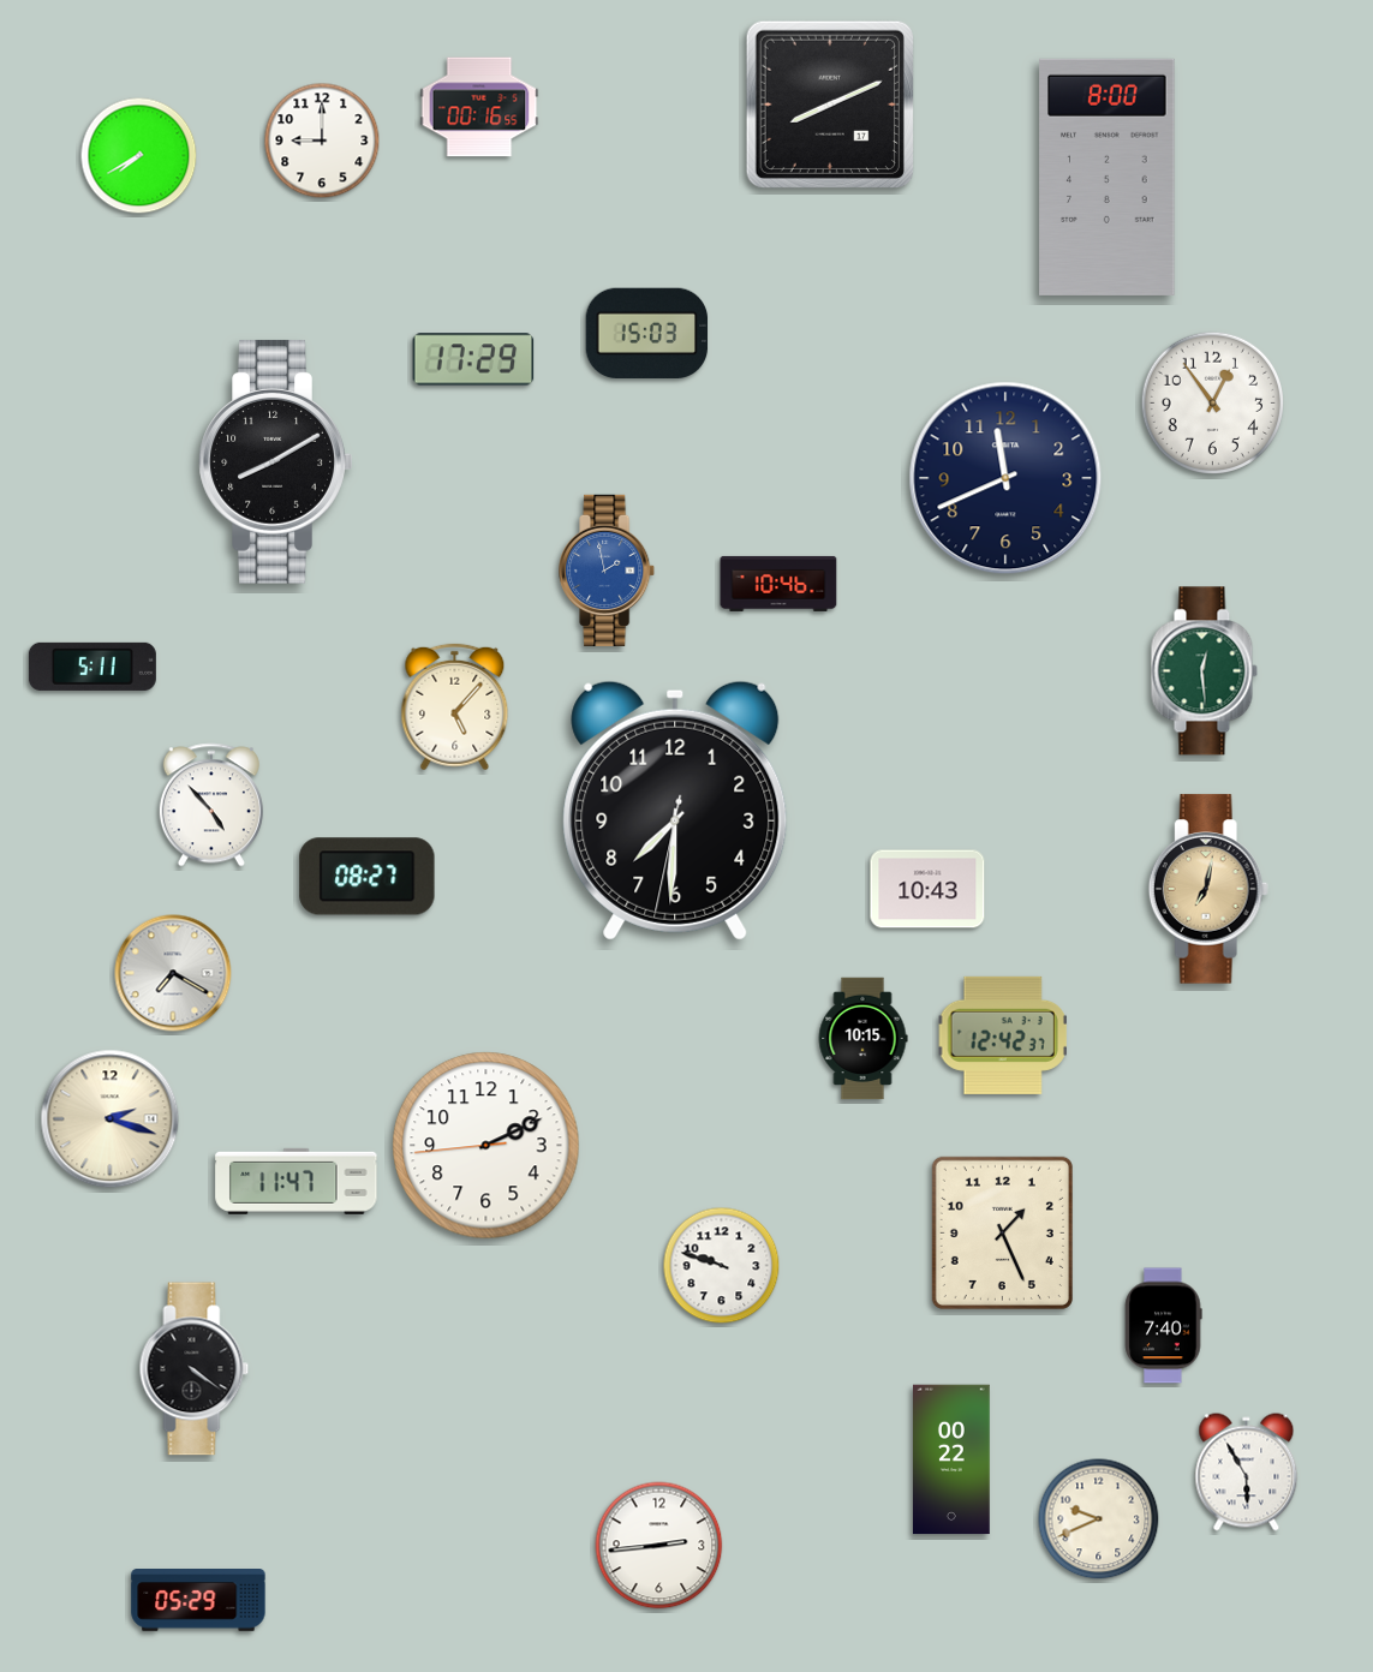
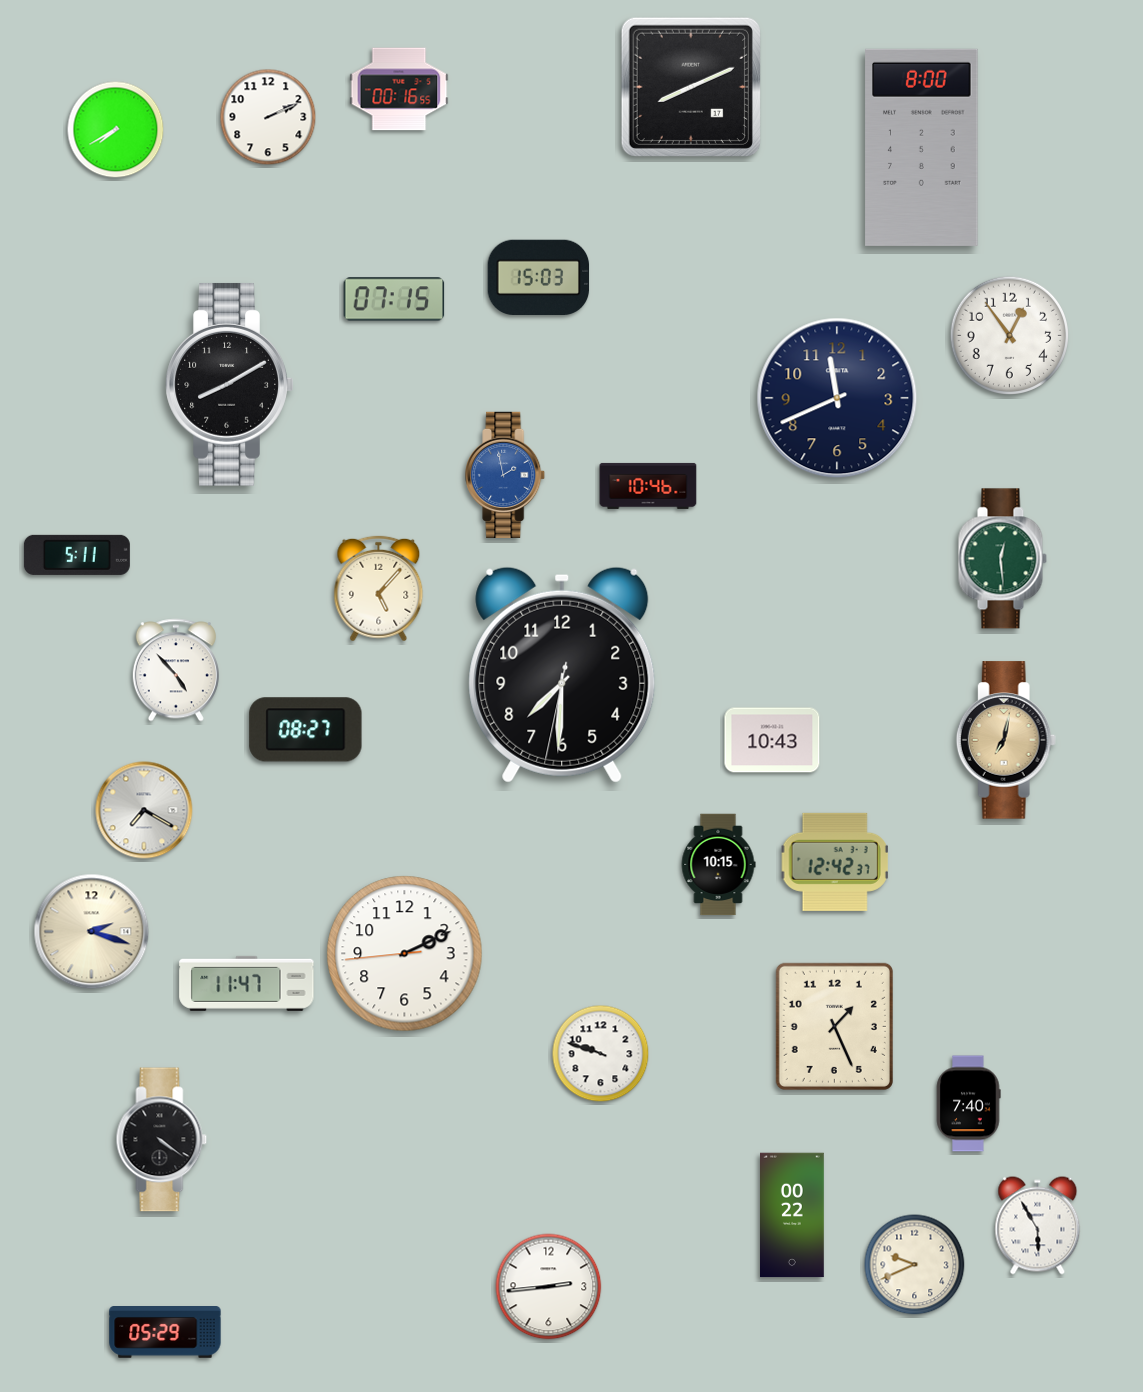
clock at (322, 141): 9:00 -> 2:11
clock at (473, 359): 17:29 -> 07:15
